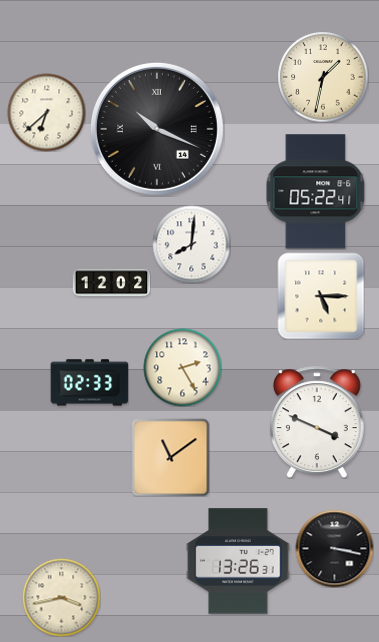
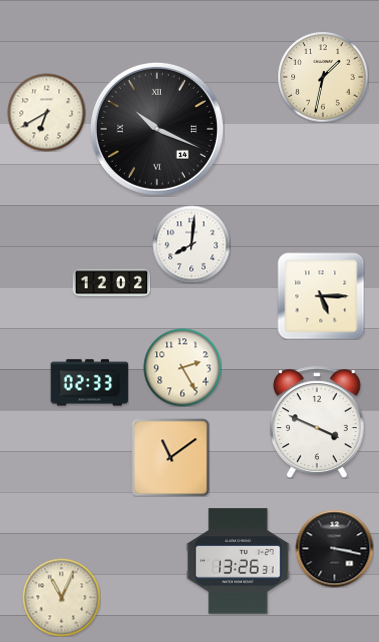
clock at (46, 112): 6:38 -> 6:40
clock at (316, 192): 05:22 -> none
clock at (61, 597): 3:43 -> 11:04
